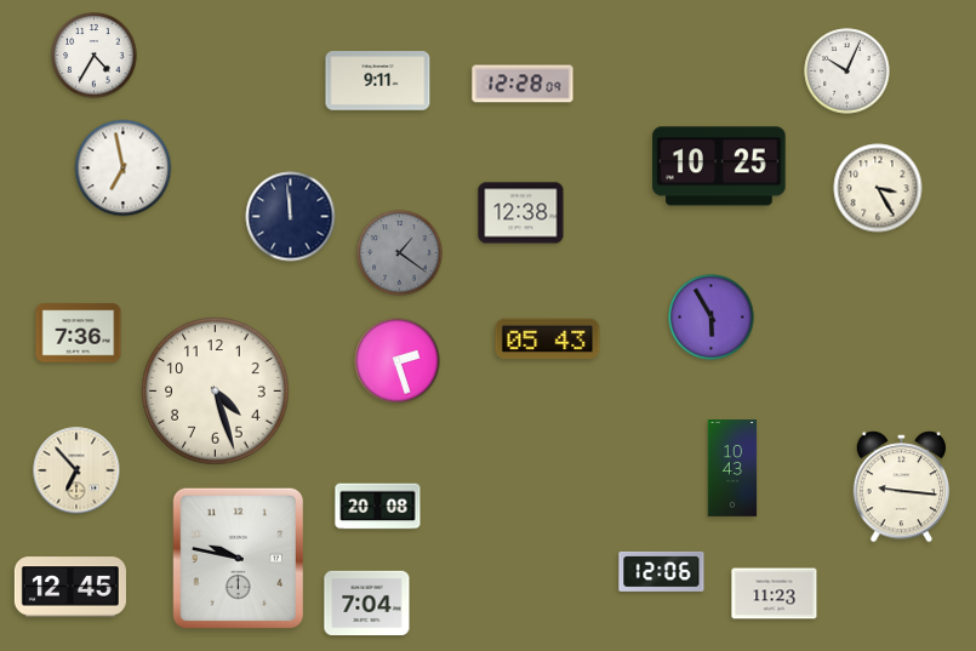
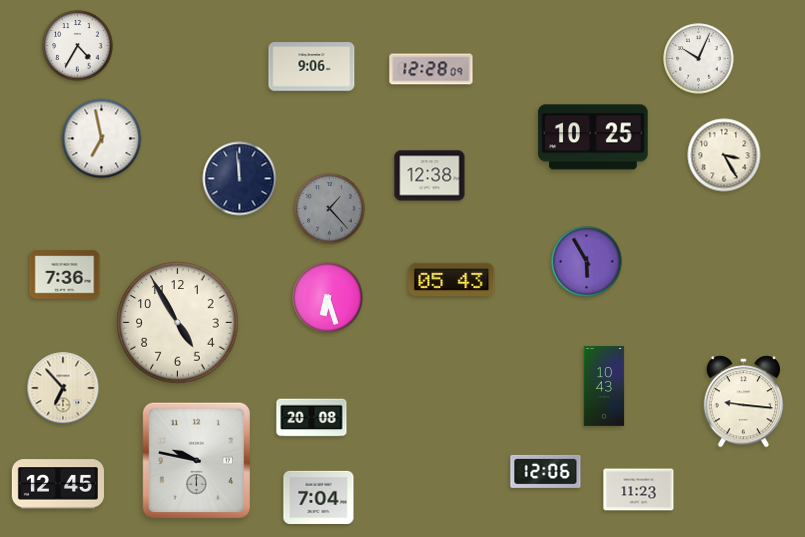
clock at (378, 81): 9:11 -> 9:06
clock at (400, 253): 1:21 -> 1:23
clock at (398, 361): 2:27 -> 6:27
clock at (216, 392): 4:27 -> 4:55
clock at (367, 603) position: (367, 603) -> (319, 497)
